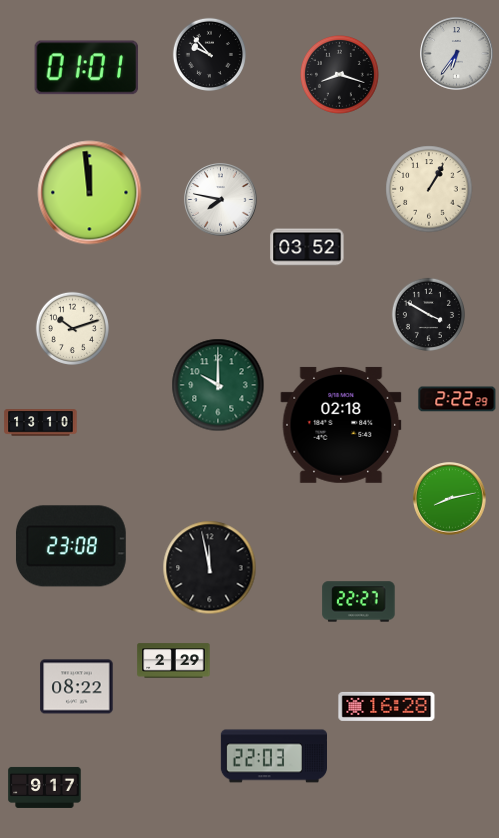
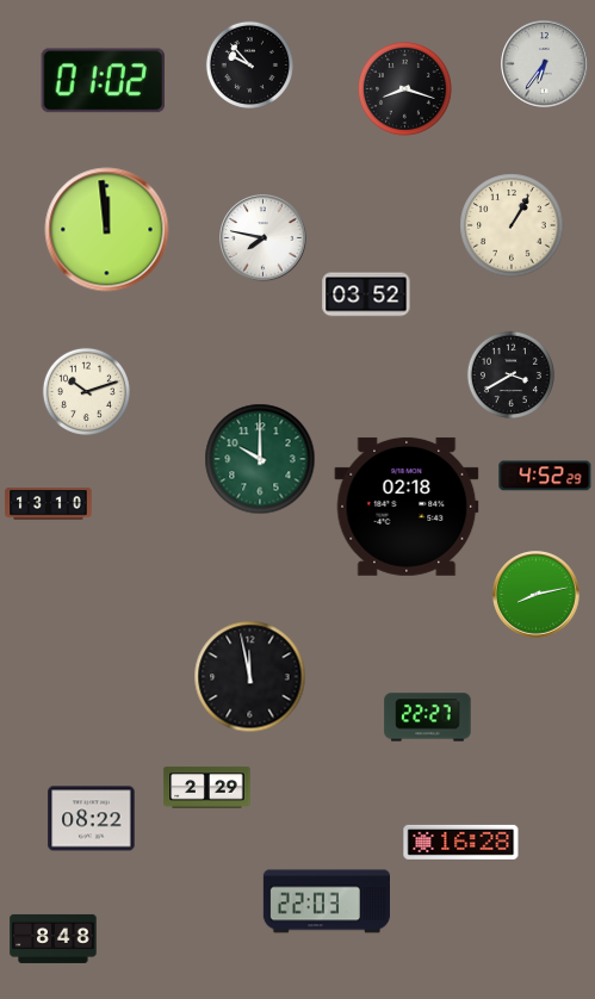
clock at (87, 68): 01:01 -> 01:02
clock at (428, 314): 3:50 -> 3:40
clock at (457, 399): 2:22 -> 4:52
clock at (71, 546): 23:08 -> none
clock at (45, 787): 9:17 -> 8:48
